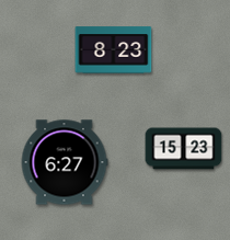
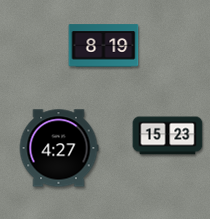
clock at (114, 50): 8:23 -> 8:19
clock at (65, 162): 6:27 -> 4:27
